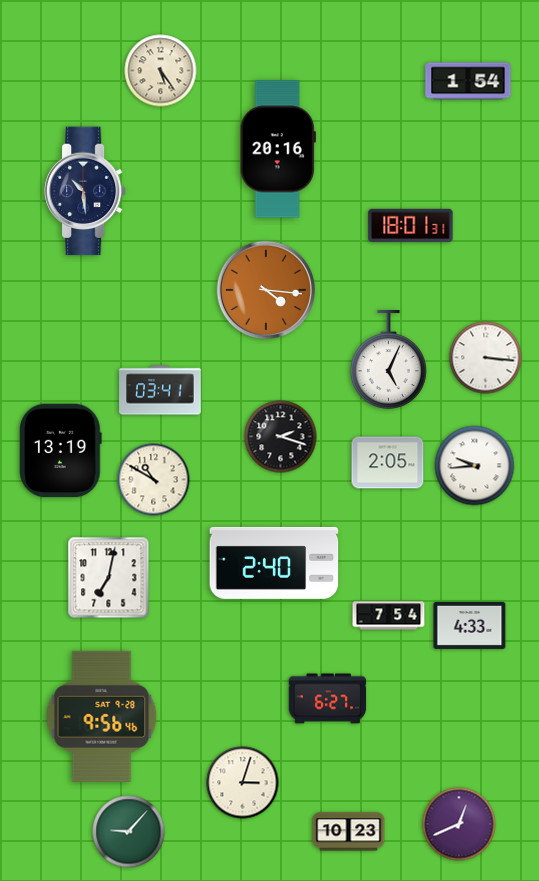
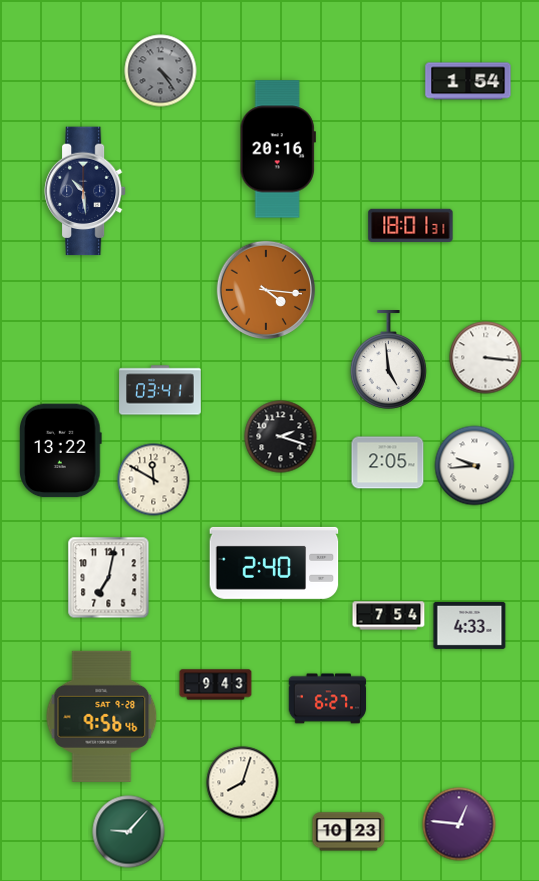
clock at (161, 71): 5:24 -> 4:24
clock at (161, 71) dial: cream -> grey
clock at (388, 360): 5:04 -> 4:59
clock at (61, 451): 13:19 -> 13:22
clock at (154, 480): 10:50 -> 11:50
clock at (216, 685): none -> 9:43
clock at (243, 783): 3:03 -> 8:03
clock at (459, 824): 12:41 -> 12:46
